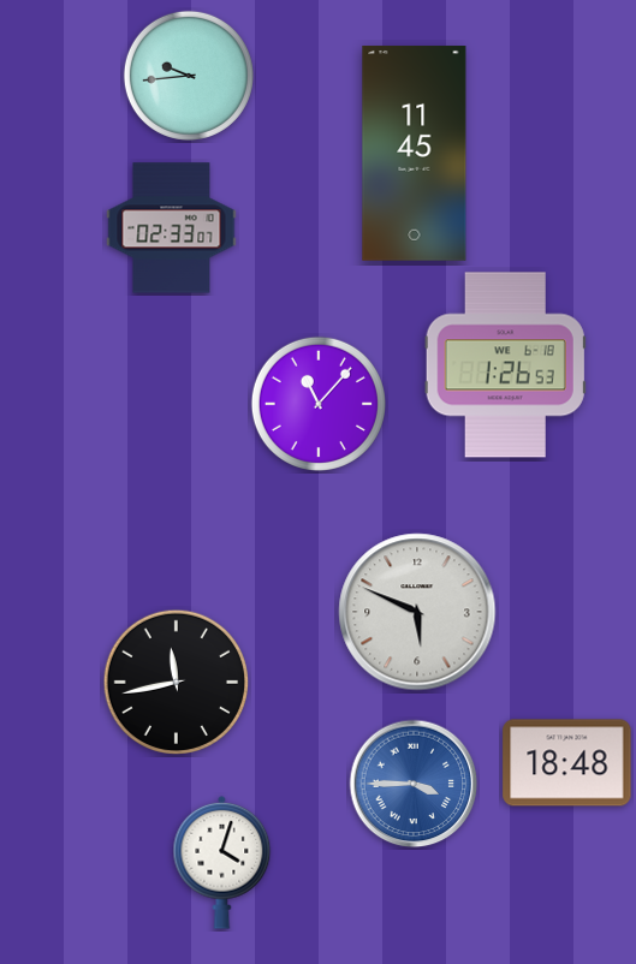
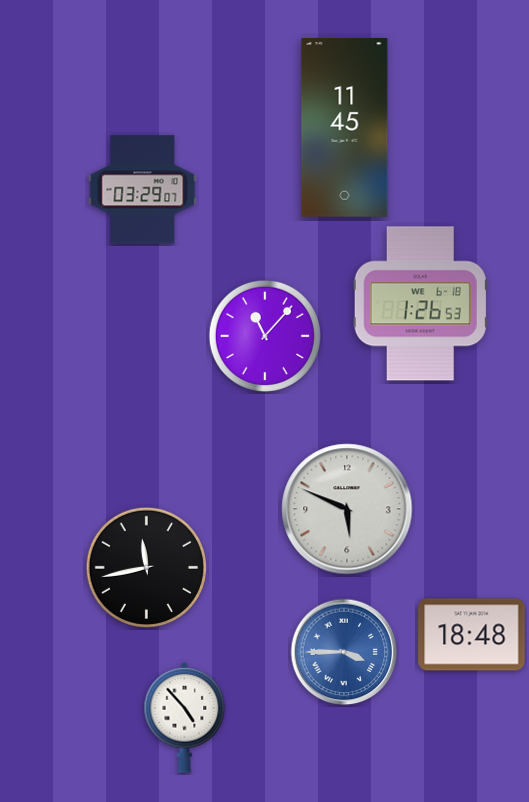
clock at (189, 76): 9:44 -> none
clock at (172, 228): 02:33 -> 03:29
clock at (222, 862): 4:03 -> 4:53
